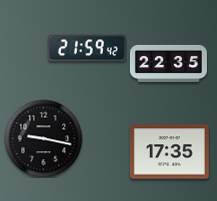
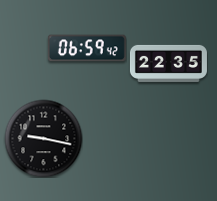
clock at (87, 48): 21:59 -> 06:59
clock at (169, 152): 17:35 -> none
